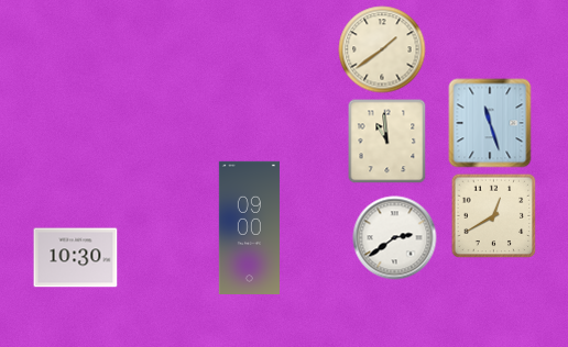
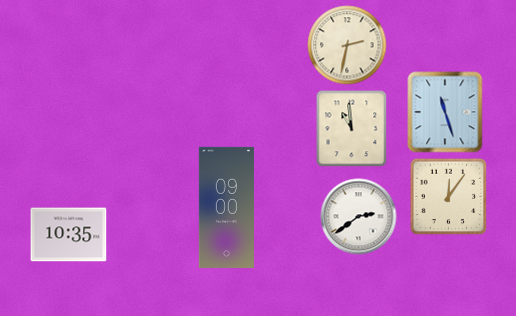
clock at (382, 49): 1:39 -> 2:32
clock at (493, 215): 12:40 -> 12:06
clock at (76, 258): 10:30 -> 10:35
